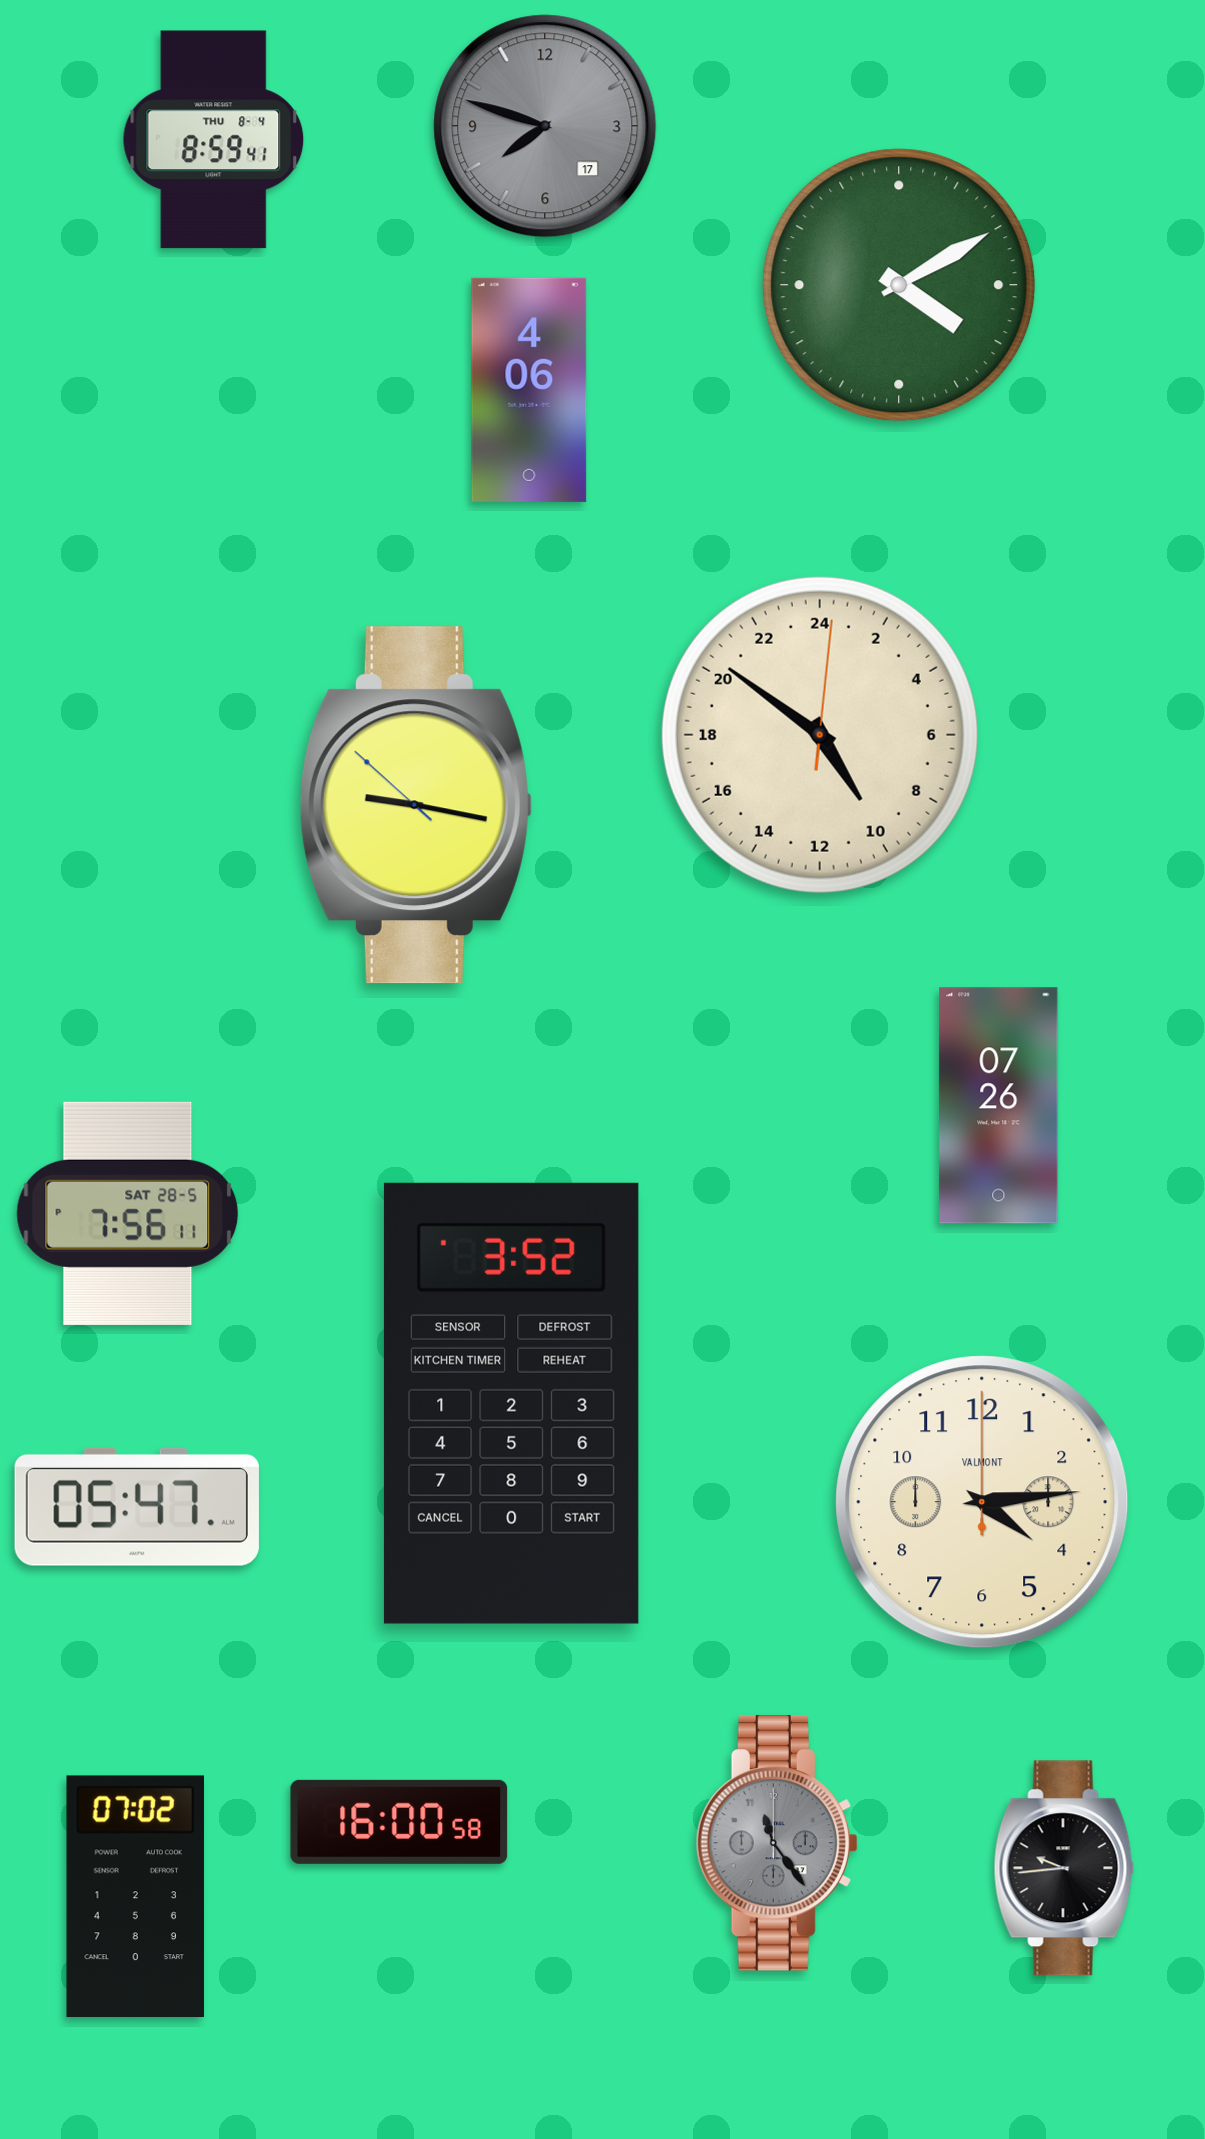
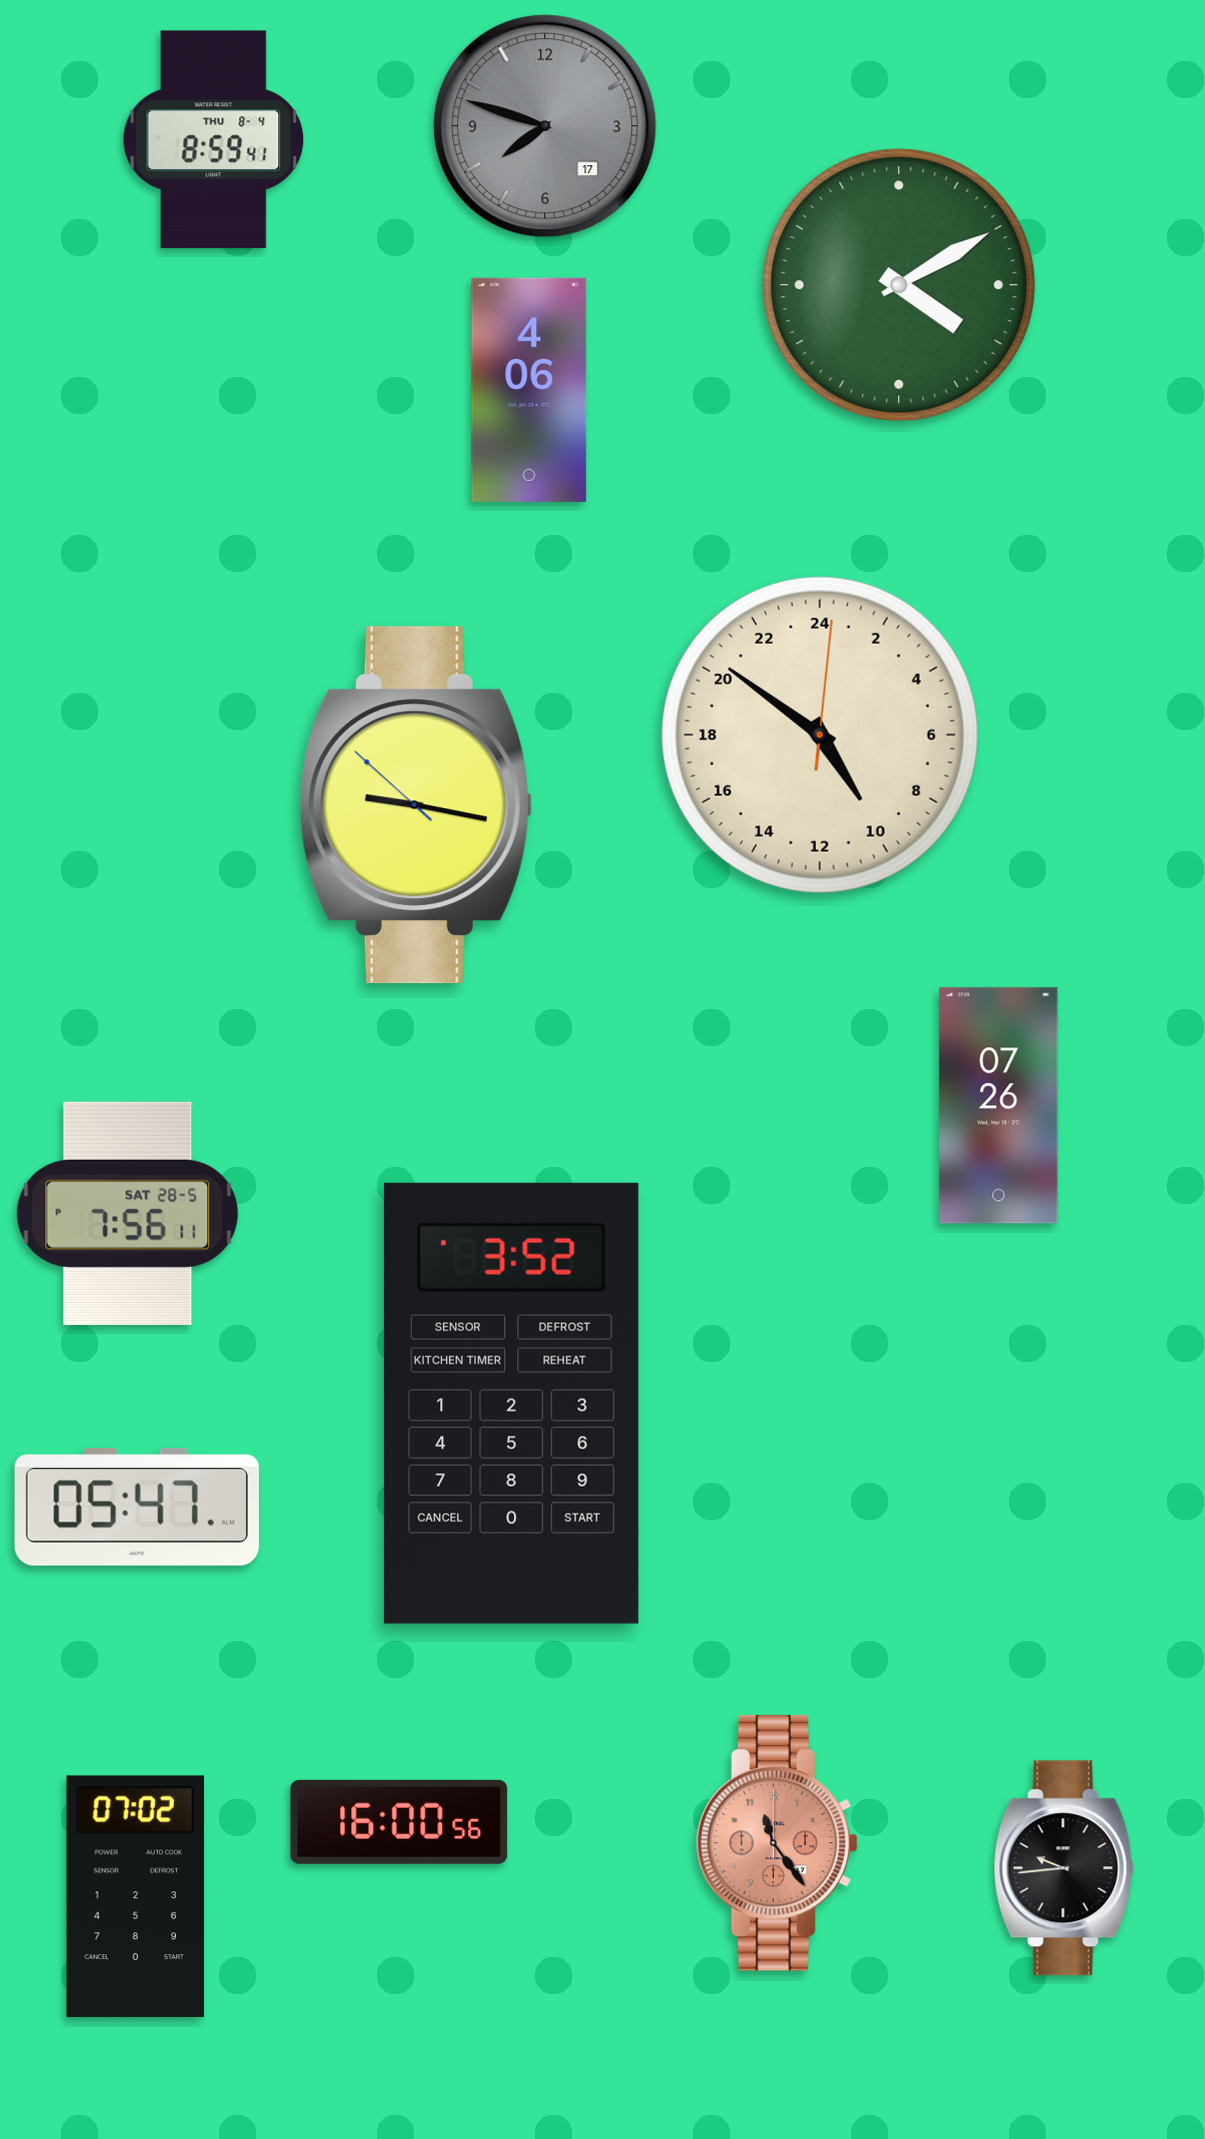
clock at (982, 1502): 4:14 -> none
clock at (399, 1822): 16:00:58 -> 16:00:56
clock at (777, 1843) dial: grey -> salmon
